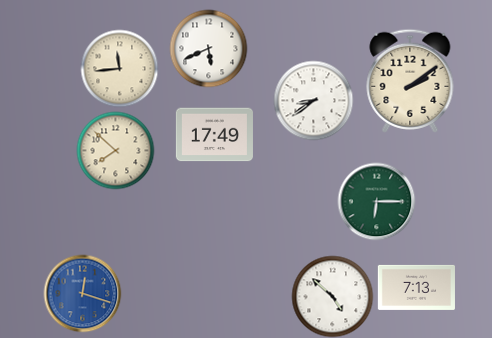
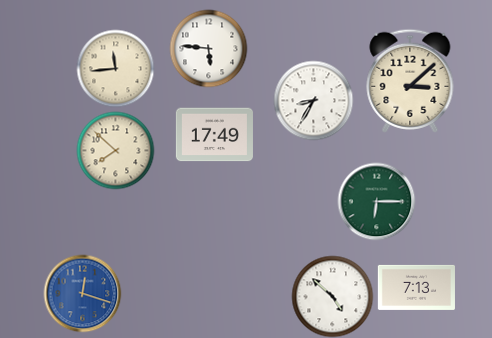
clock at (208, 48): 5:41 -> 5:46
clock at (119, 68) position: (119, 68) -> (115, 68)
clock at (410, 81): 2:09 -> 3:08
clock at (313, 100): 8:39 -> 8:35
